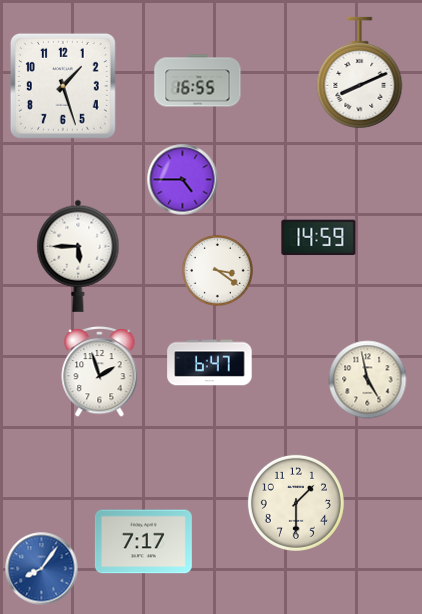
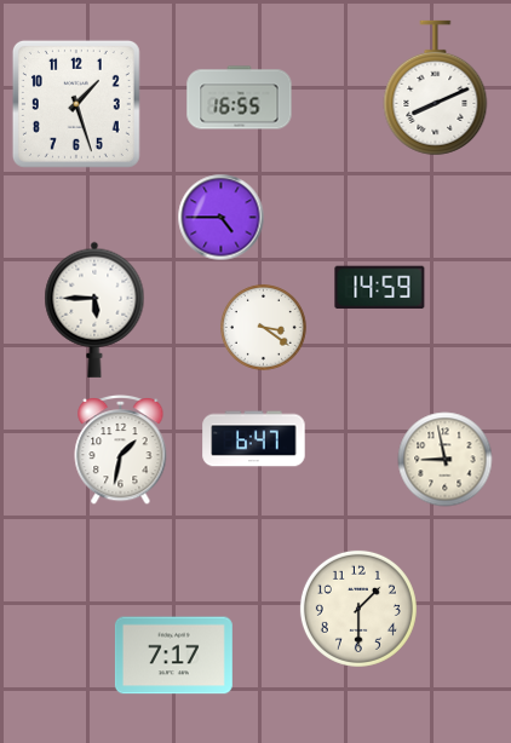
clock at (319, 238) position: (319, 238) -> (380, 288)
clock at (100, 371): 1:57 -> 1:32
clock at (368, 380): 4:58 -> 8:58
clock at (42, 569): 8:06 -> none
